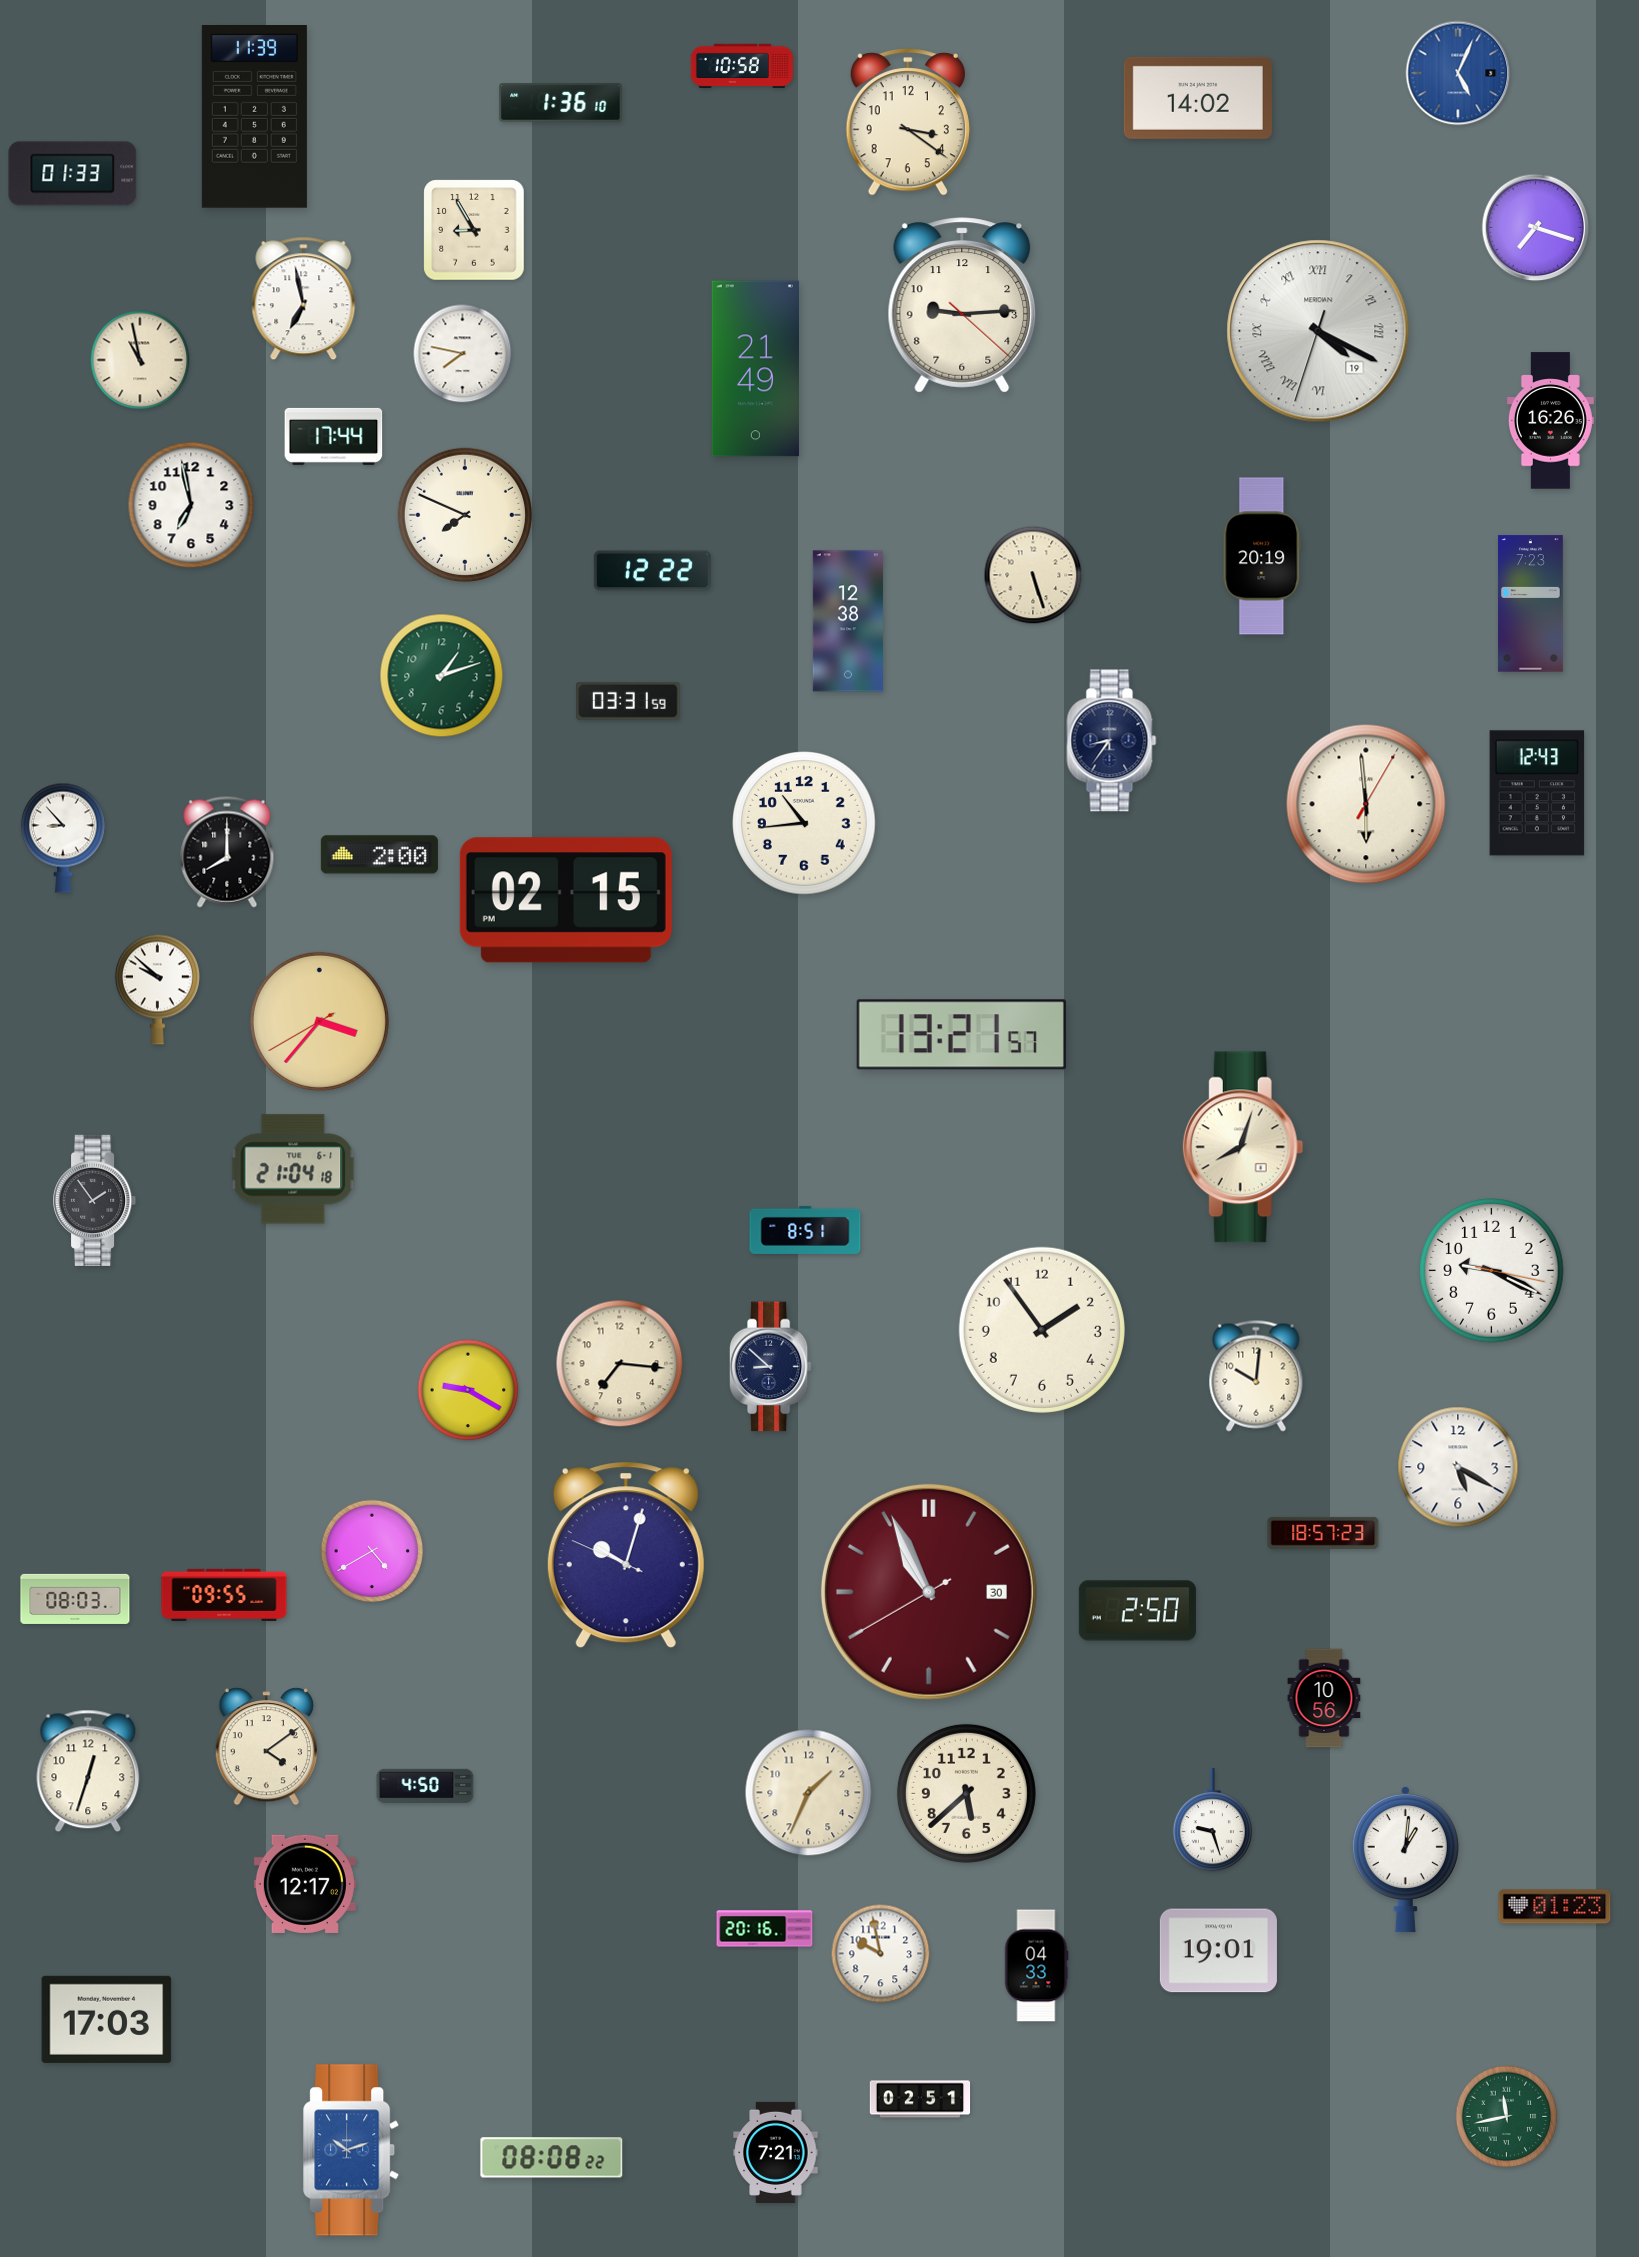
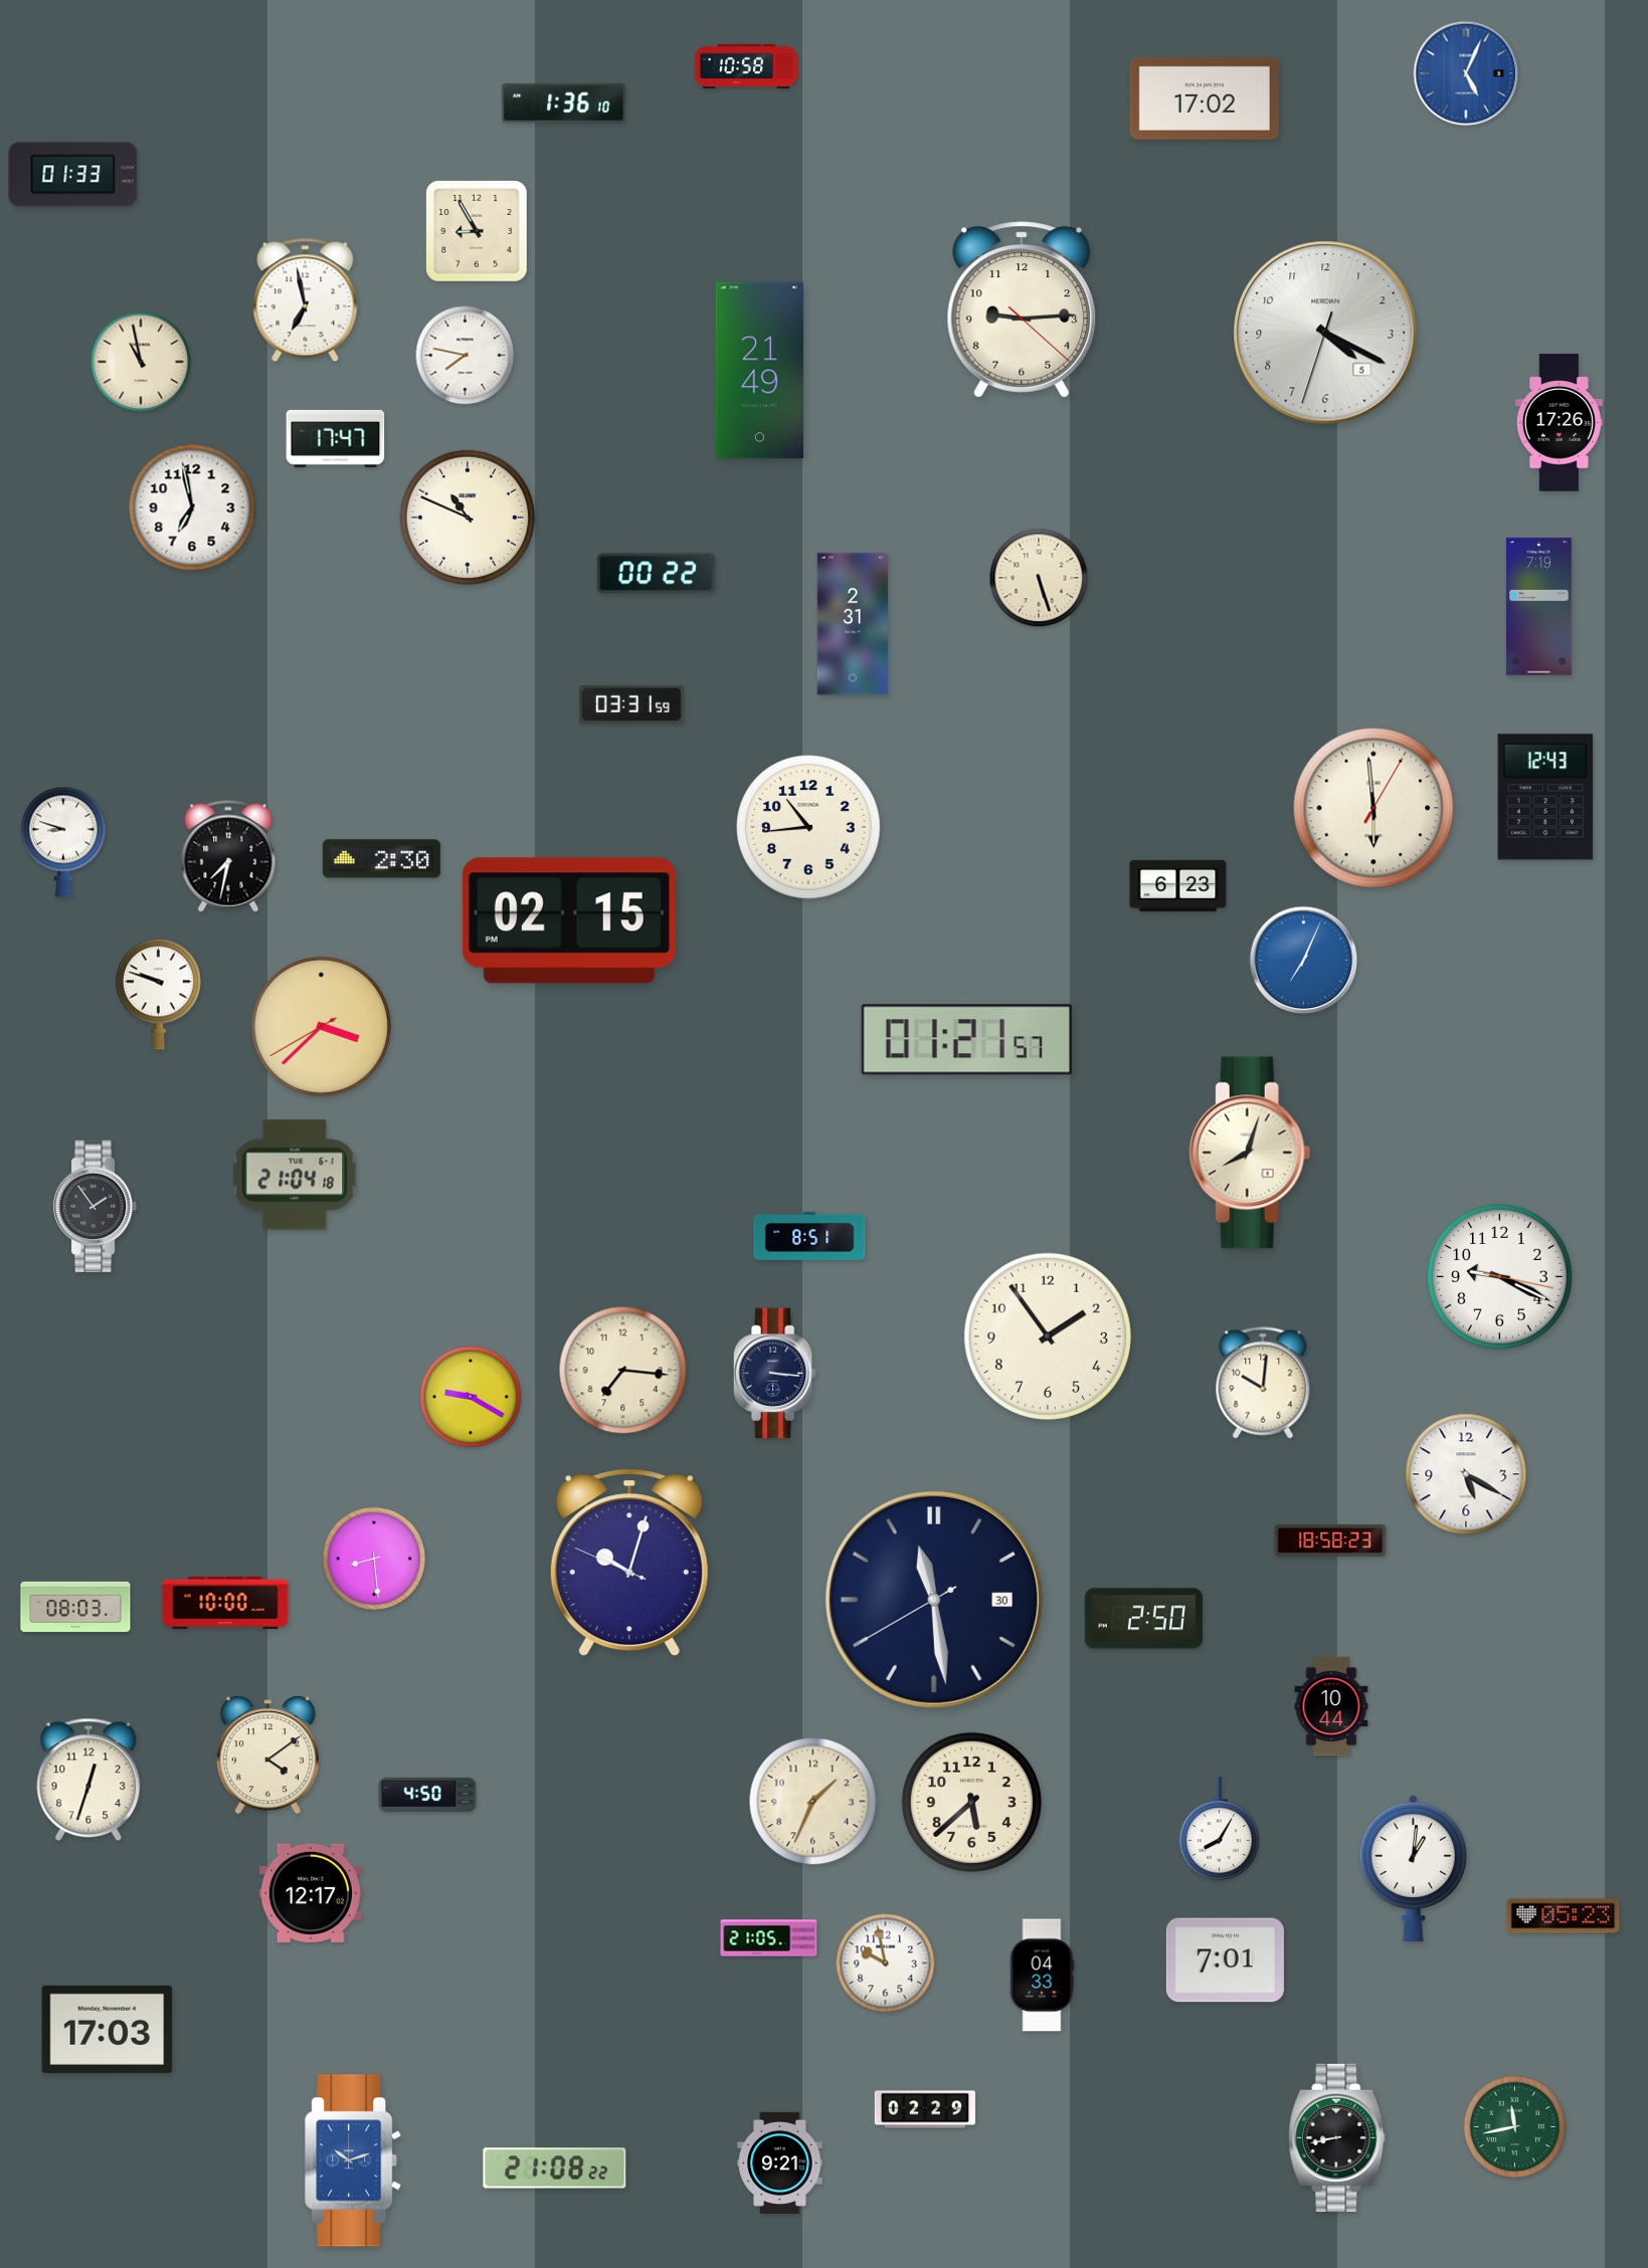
clock at (1198, 98): 14:02 -> 17:02
clock at (254, 117): 11:39 -> none
clock at (908, 122): 3:21 -> none
clock at (1536, 228): 7:18 -> none
clock at (962, 305) position: (962, 305) -> (1022, 310)
clock at (1318, 331) date: 19 -> 5
clock at (1318, 331) numerals: Roman -> Arabic
clock at (1550, 421): 16:26 -> 17:26
clock at (334, 436): 17:44 -> 17:47
clock at (465, 515): 7:49 -> 10:49
clock at (1262, 556): 20:19 -> none
clock at (652, 571): 12:22 -> 00:22
clock at (1530, 604): 7:23 -> 7:19
clock at (848, 621): 12:38 -> 2:31
clock at (442, 676): 1:12 -> none
clock at (1112, 741): 8:36 -> none
clock at (63, 838): 8:53 -> 8:48
clock at (227, 852): 8:00 -> 7:32
clock at (379, 855): 2:00 -> 2:30
clock at (1178, 885): none -> 6:23
clock at (566, 900) position: (566, 900) -> (569, 920)
clock at (1304, 961): none -> 7:04
clock at (157, 989): 9:52 -> 9:48
clock at (319, 1021): 3:36 -> 3:37
clock at (961, 1035): 13:21 -> 01:21
clock at (770, 1367): 8:52 -> 3:16
clock at (1323, 1533): 18:57 -> 18:58
clock at (372, 1551): 4:40 -> 8:29
clock at (929, 1592): 10:55 -> 11:28
clock at (929, 1592) dial: burgundy -> navy
clock at (224, 1595): 09:55 -> 10:00
clock at (1324, 1698): 10:56 -> 10:44
clock at (1212, 1820): 9:27 -> 8:05
clock at (305, 1884) position: (305, 1884) -> (311, 1893)
clock at (1555, 1907): 01:23 -> 05:23
clock at (765, 1929): 20:16 -> 21:05
clock at (1218, 1951): 19:01 -> 7:01
clock at (920, 2099): 02:51 -> 02:29
clock at (1337, 2137): none -> 8:43
clock at (776, 2152): 7:21 -> 9:21
clock at (552, 2158): 08:08 -> 21:08
